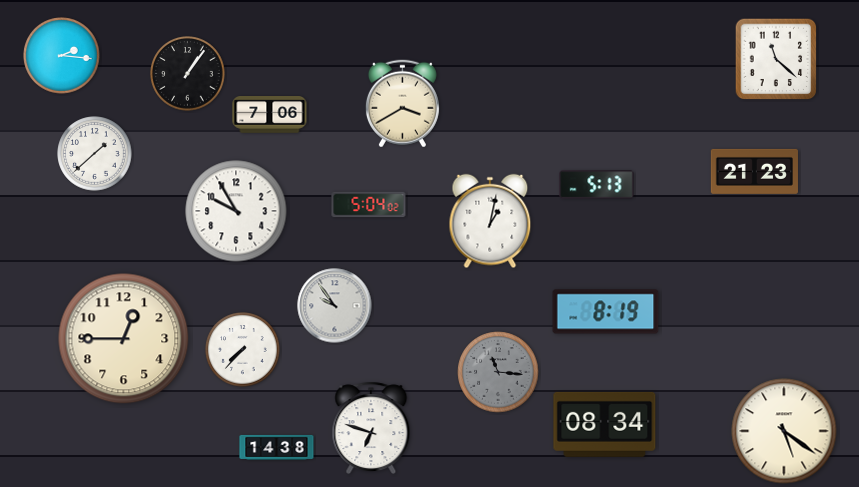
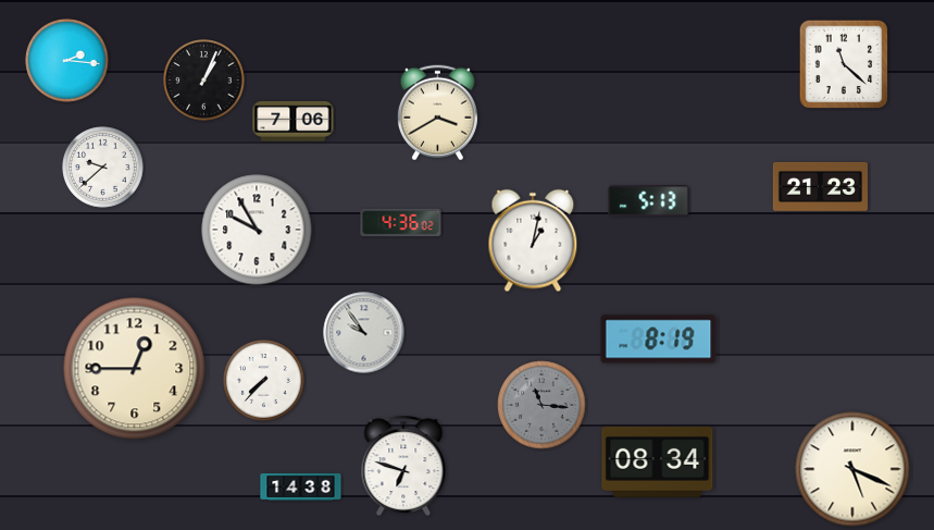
clock at (188, 74): 1:06 -> 1:04
clock at (270, 115) position: (270, 115) -> (294, 122)
clock at (95, 154): 1:38 -> 9:38
clock at (369, 205): 5:04 -> 4:36
clock at (784, 431): 5:21 -> 5:19
